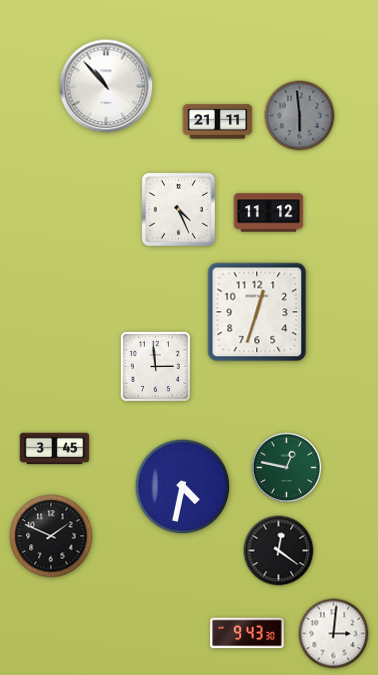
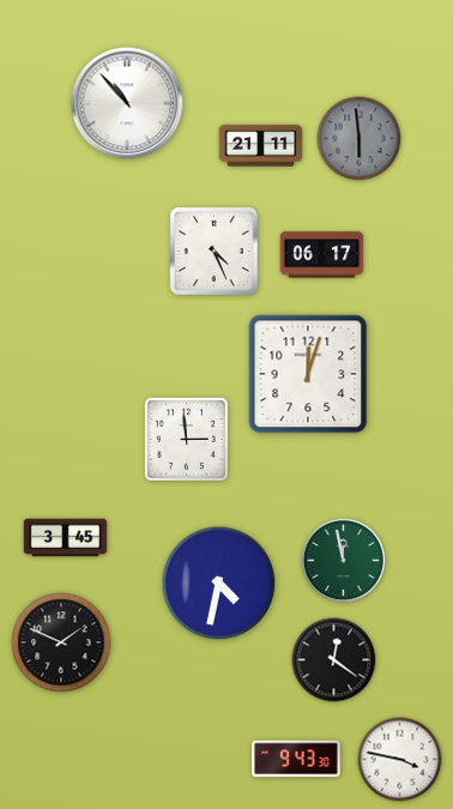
clock at (269, 213): 11:12 -> 06:17
clock at (257, 312): 12:33 -> 12:03
clock at (287, 468): 12:47 -> 11:58
clock at (334, 634): 3:01 -> 3:47
